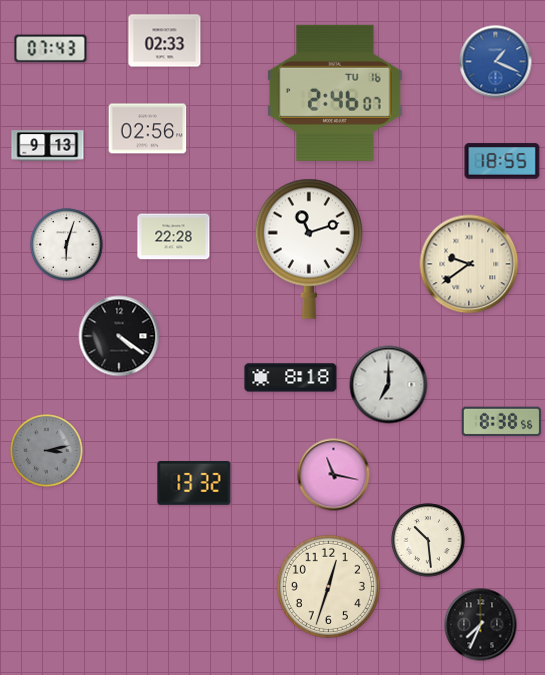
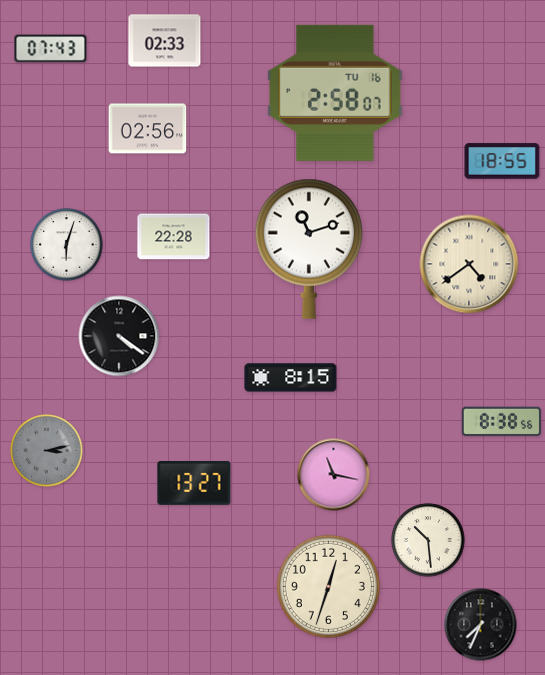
clock at (496, 62): 1:19 -> none
clock at (335, 93): 2:46 -> 2:58
clock at (48, 146): 9:13 -> none
clock at (469, 264): 9:39 -> 4:39
clock at (291, 378): 8:18 -> 8:15
clock at (389, 385): 7:00 -> none
clock at (194, 484): 13:32 -> 13:27
